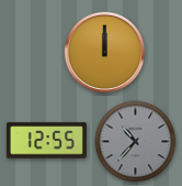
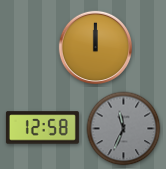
clock at (46, 141): 12:55 -> 12:58
clock at (136, 142): 10:37 -> 11:34
